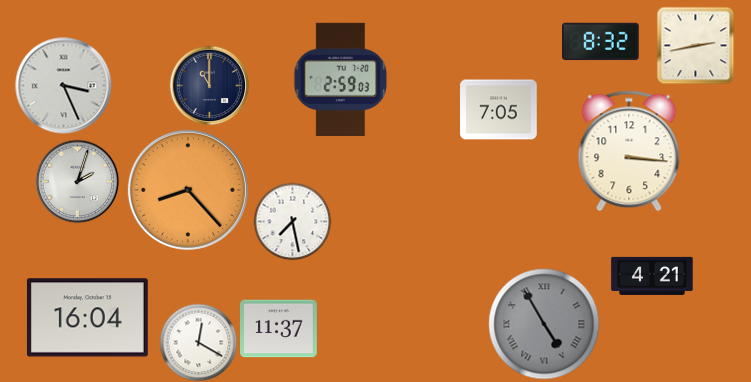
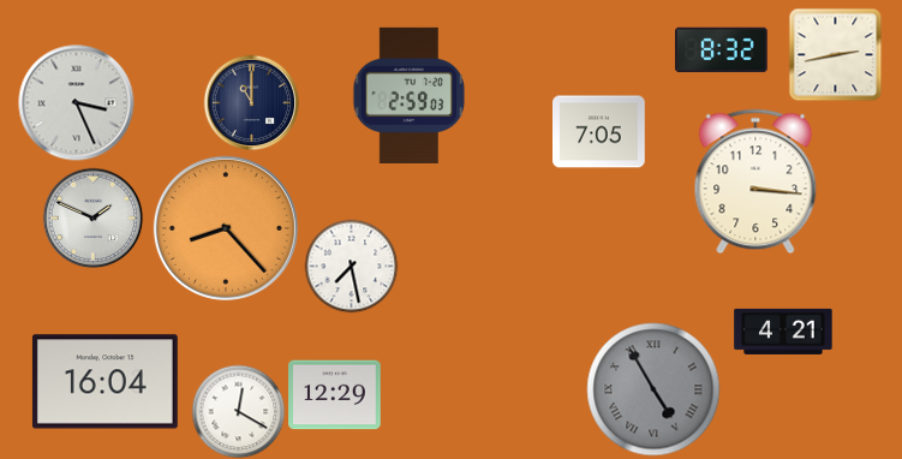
clock at (77, 181): 2:03 -> 1:49
clock at (279, 329): 11:37 -> 12:29
